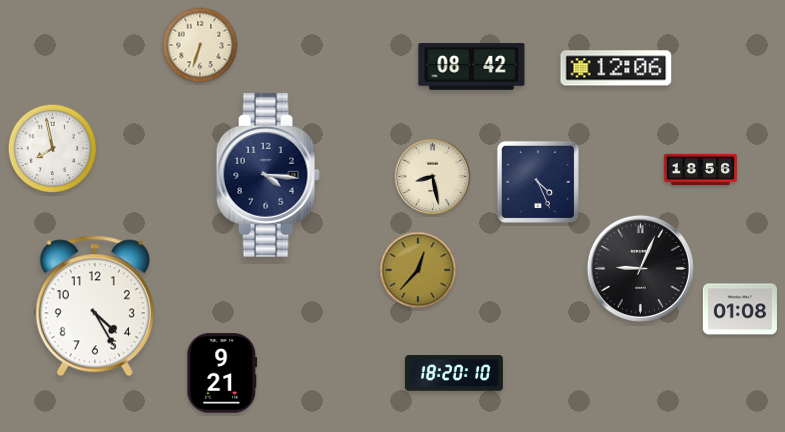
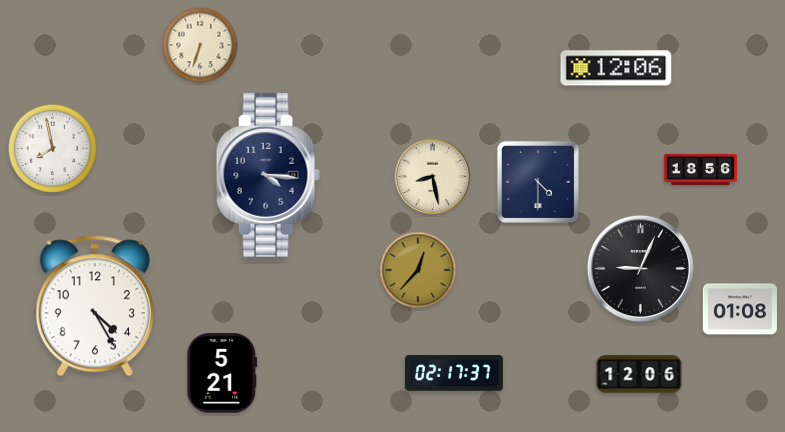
clock at (472, 67): 08:42 -> none
clock at (537, 181): 4:26 -> 4:30
clock at (222, 373): 9:21 -> 5:21
clock at (454, 373): 18:20 -> 02:17
clock at (639, 374): none -> 12:06
